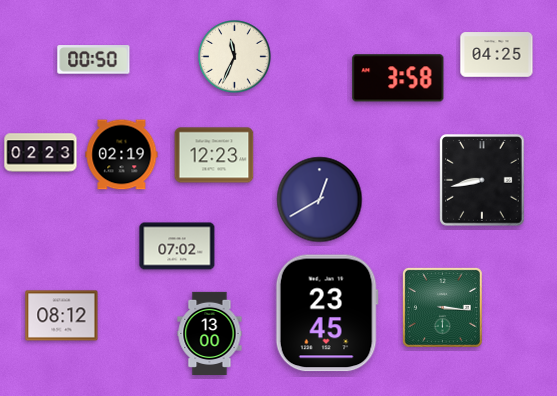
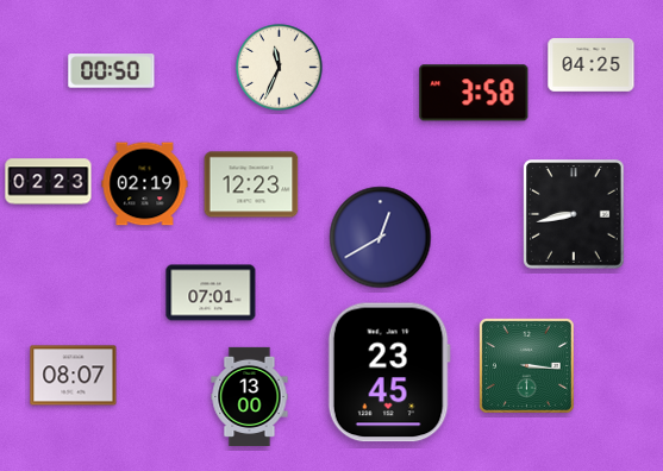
clock at (214, 155) position: (214, 155) -> (251, 184)
clock at (177, 246): 07:02 -> 07:01
clock at (62, 316): 08:12 -> 08:07
